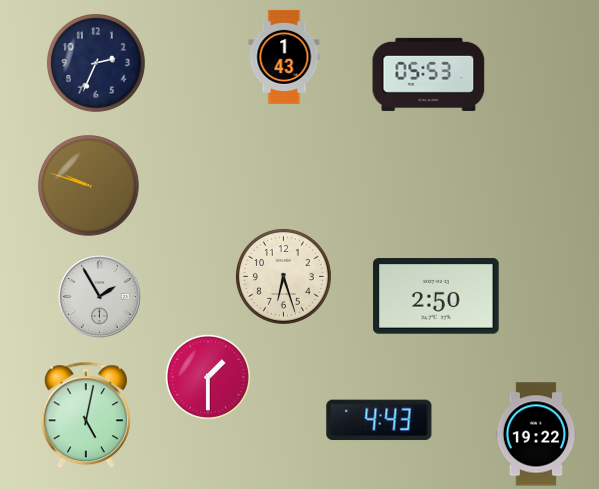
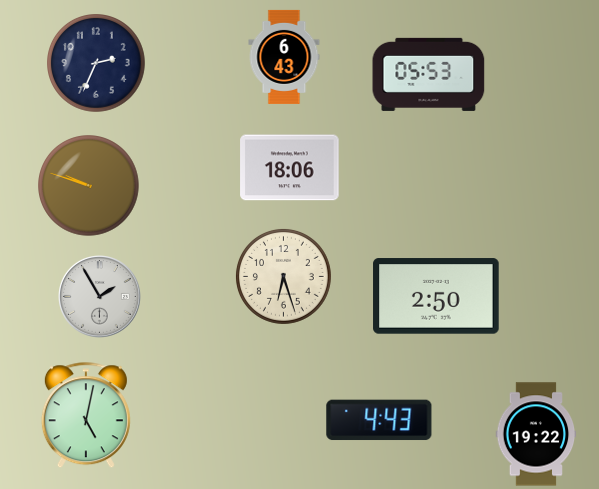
clock at (284, 57): 1:43 -> 6:43
clock at (290, 168): none -> 18:06
clock at (208, 377): 1:30 -> none
